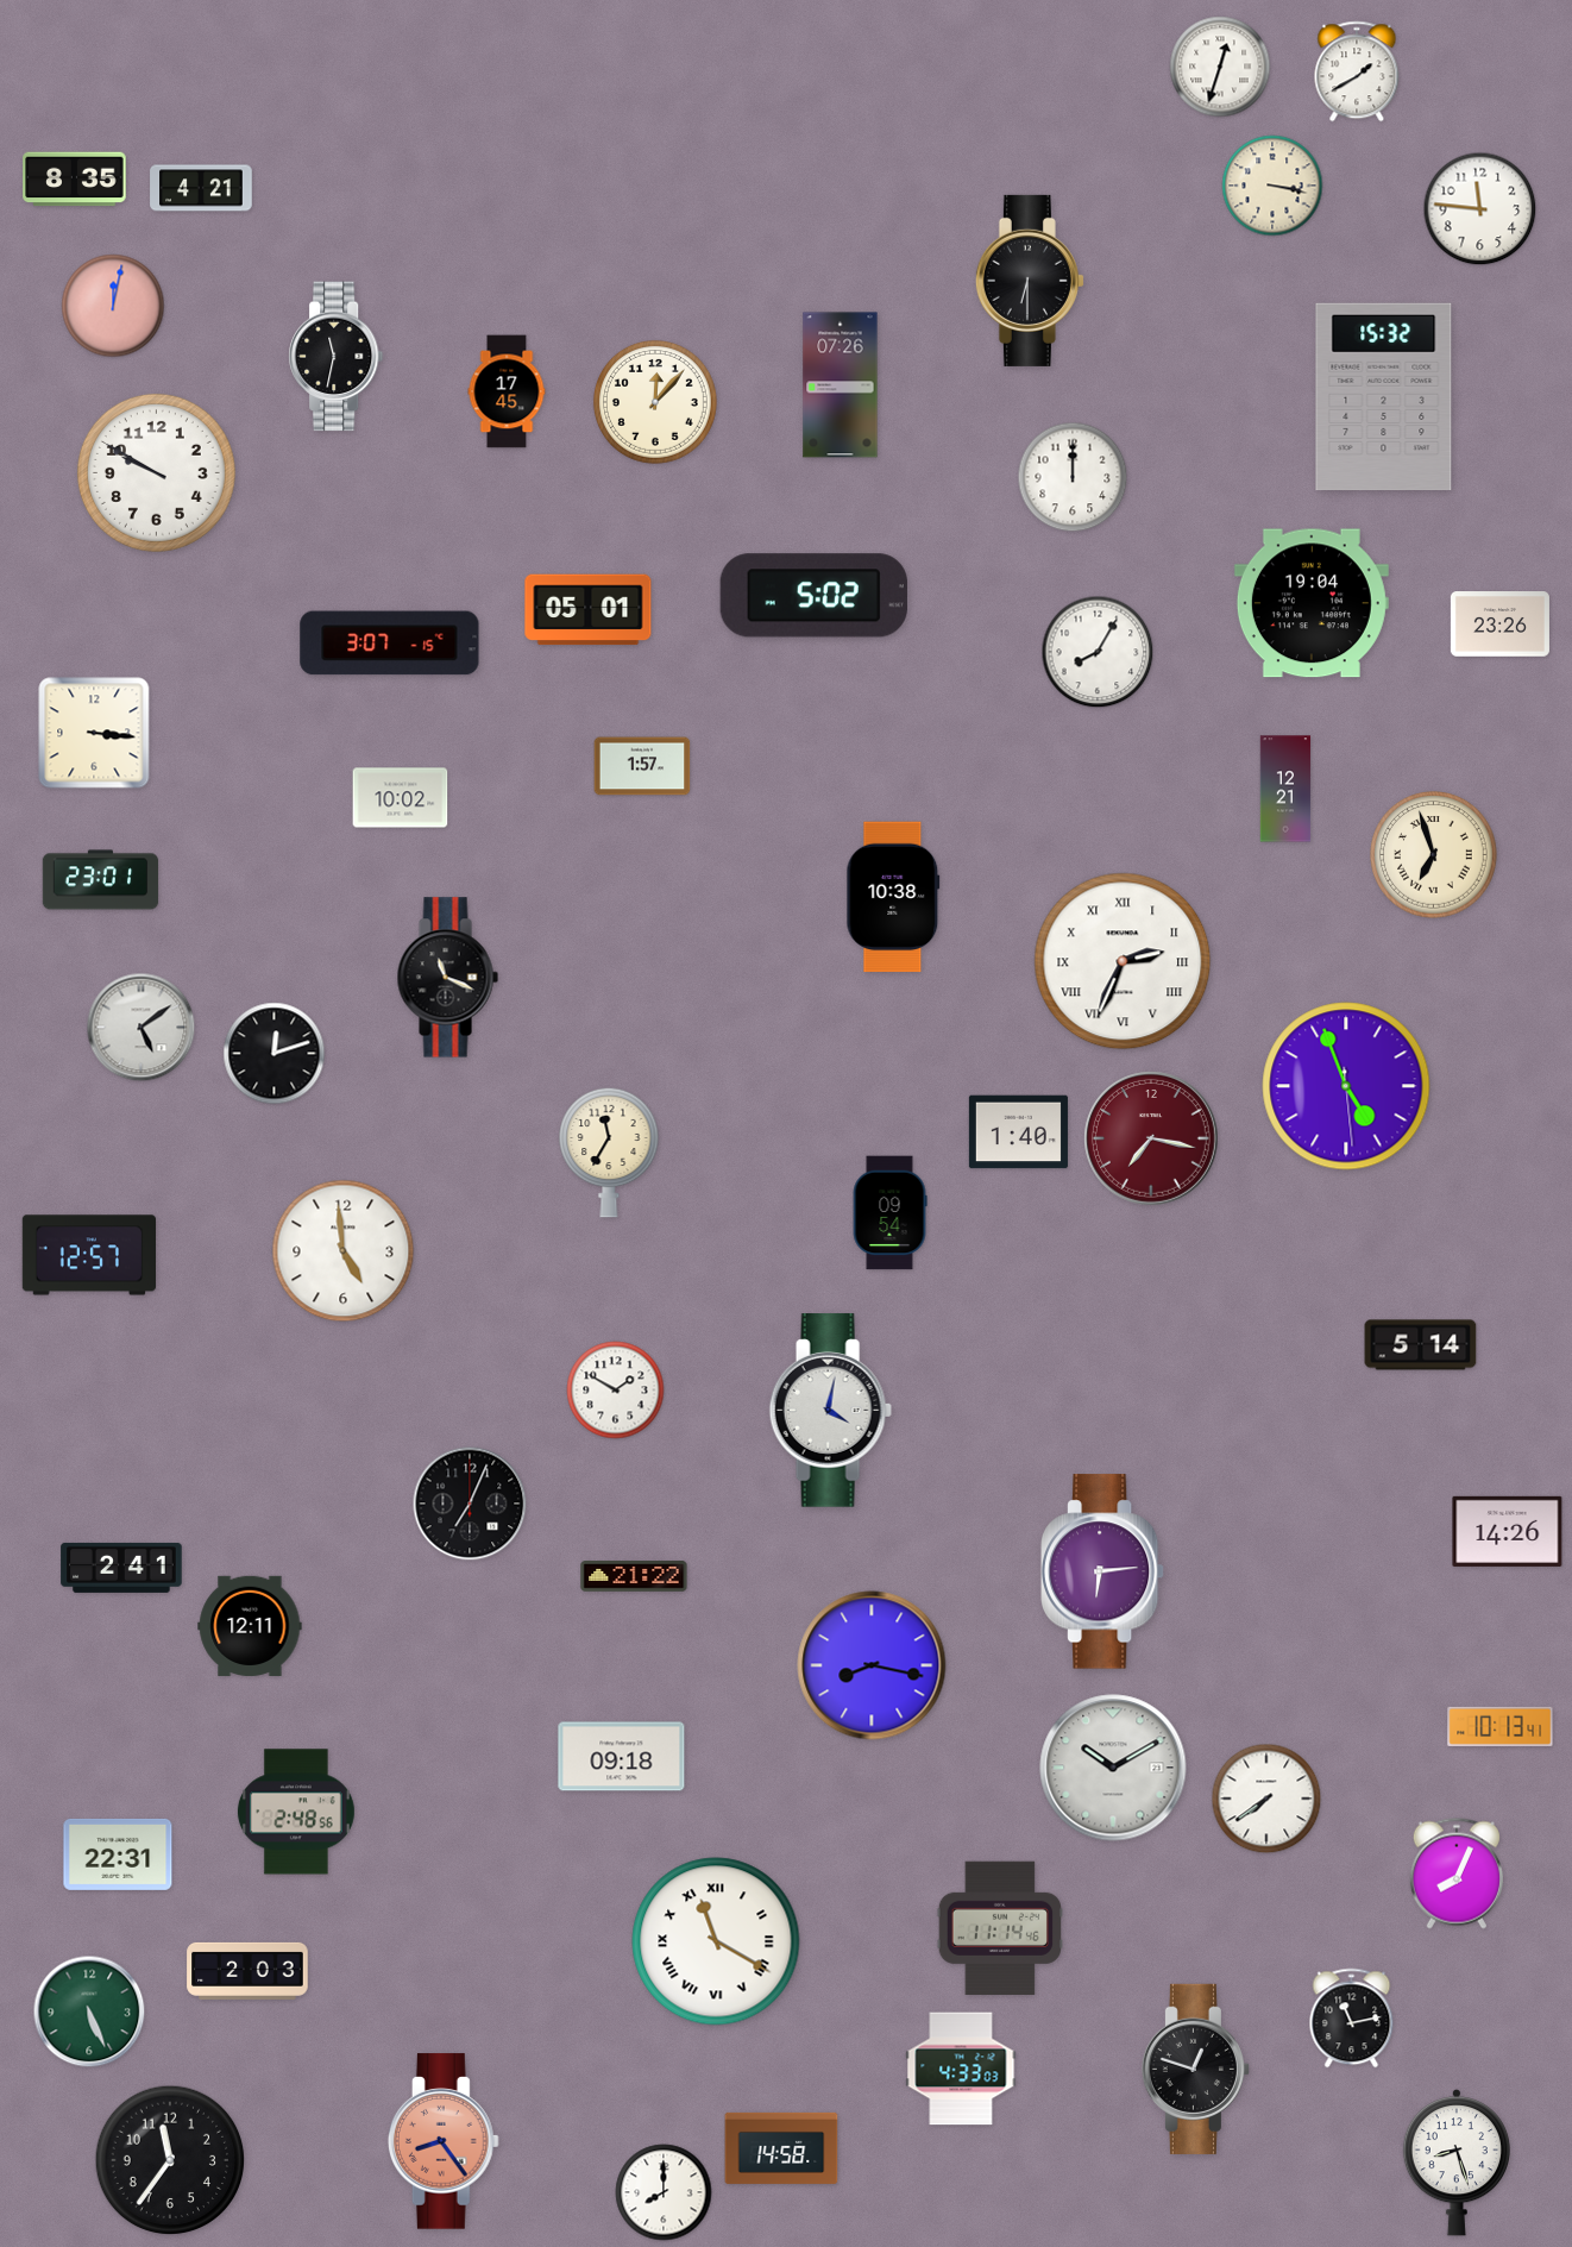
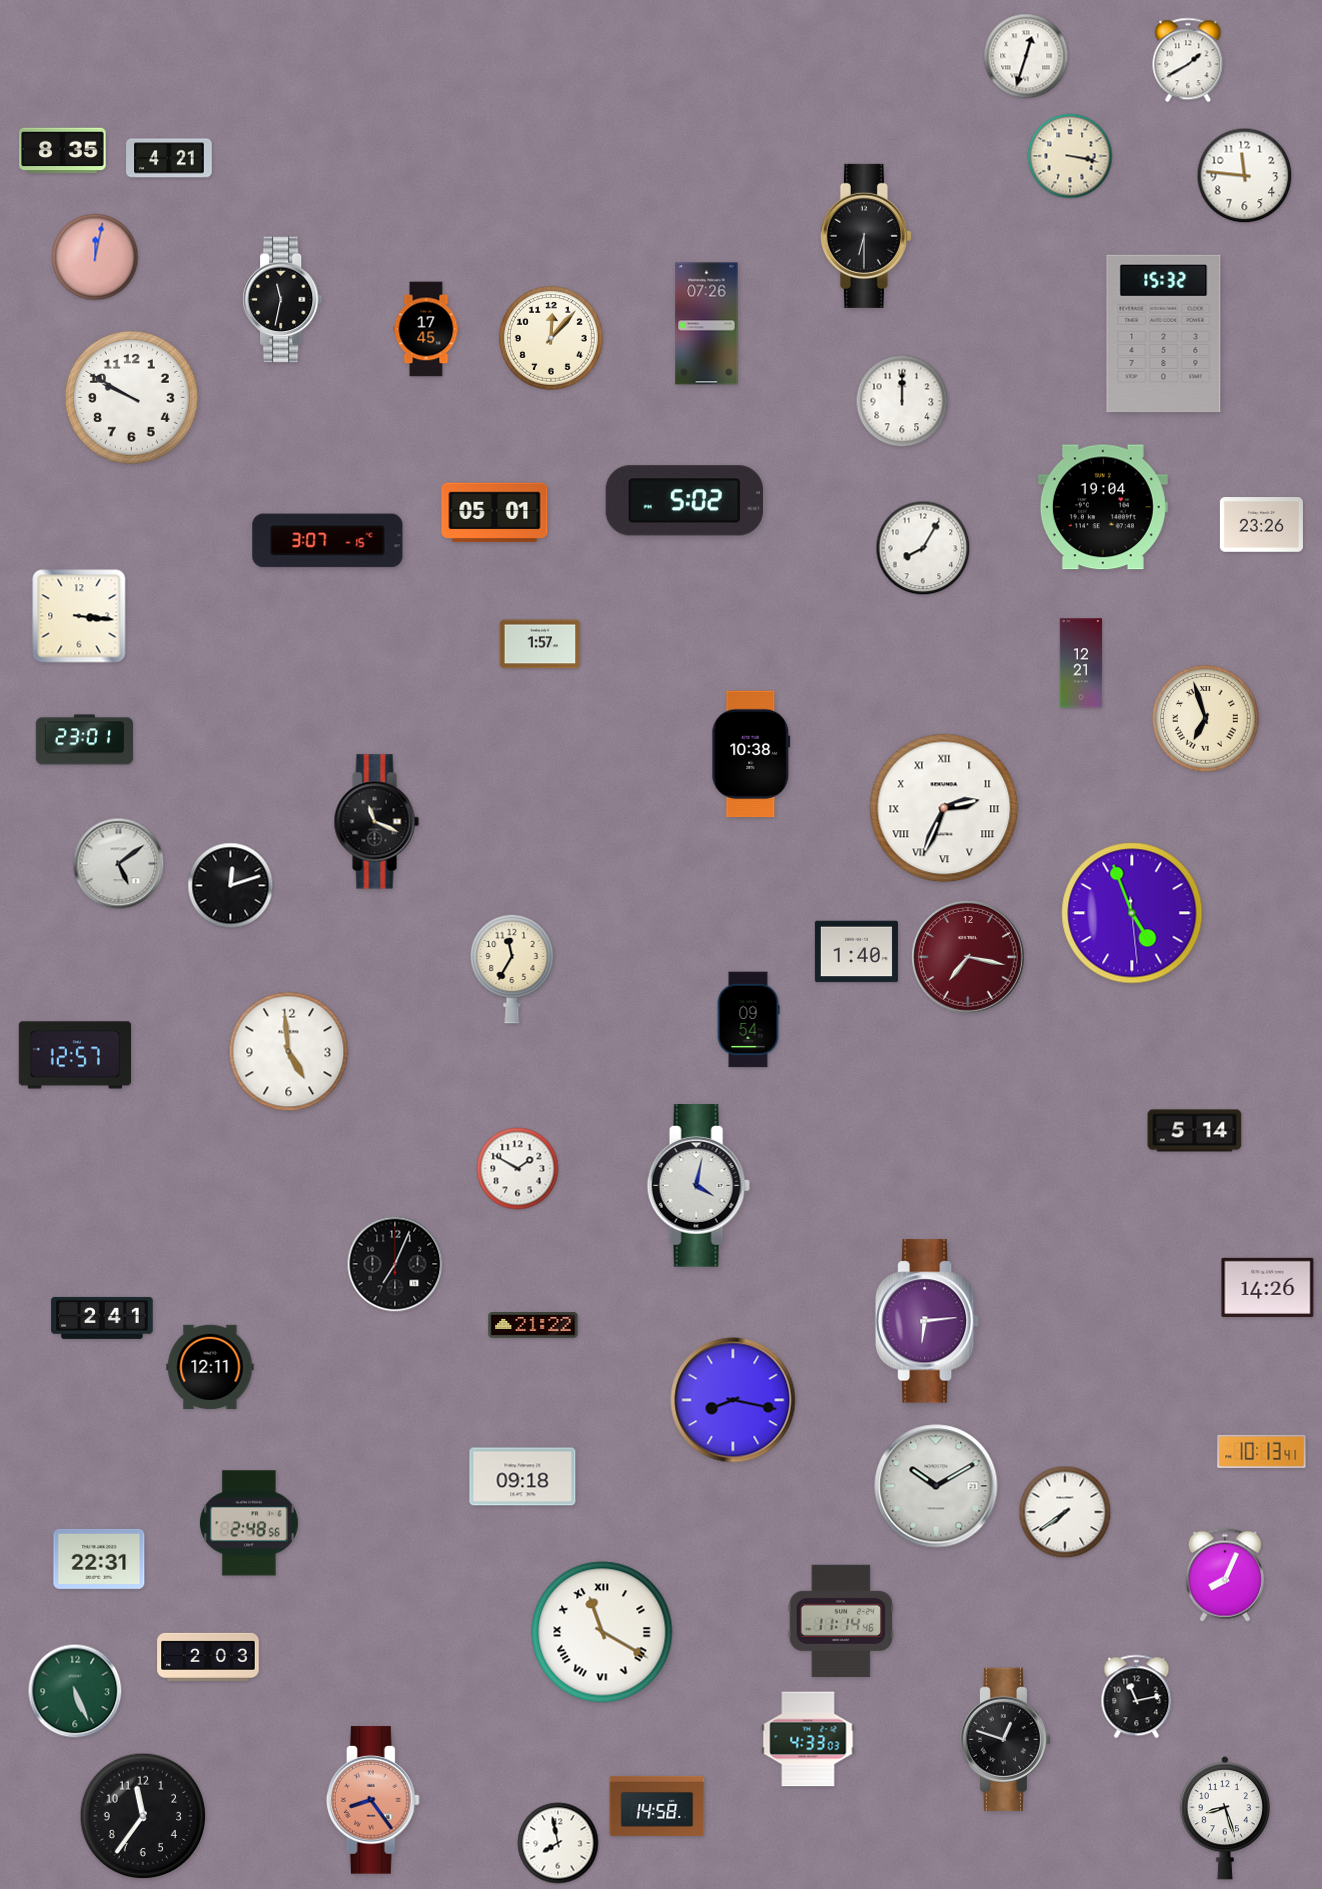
clock at (1357, 71) position: (1357, 71) -> (1188, 60)
clock at (401, 798): 10:02 -> none
clock at (664, 2192): 8:00 -> 7:58
